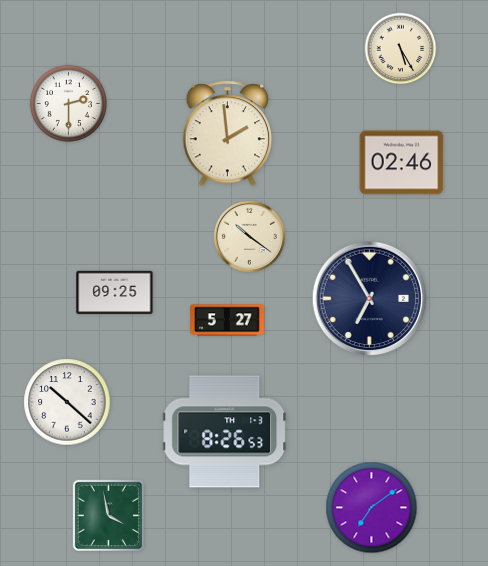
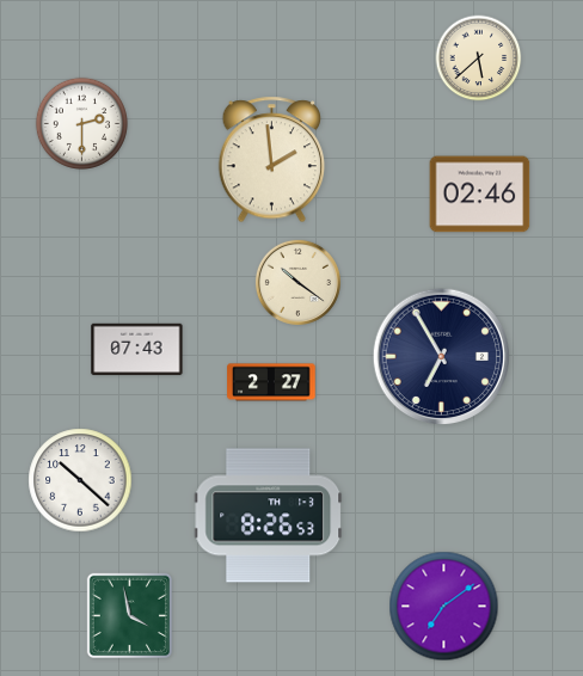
clock at (401, 49): 5:25 -> 5:38
clock at (115, 293): 09:25 -> 07:43
clock at (227, 320): 5:27 -> 2:27
